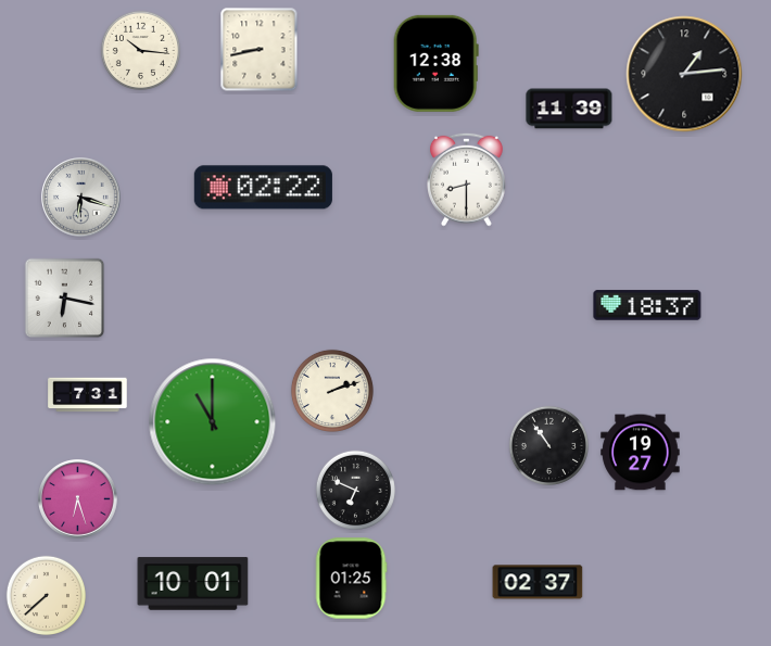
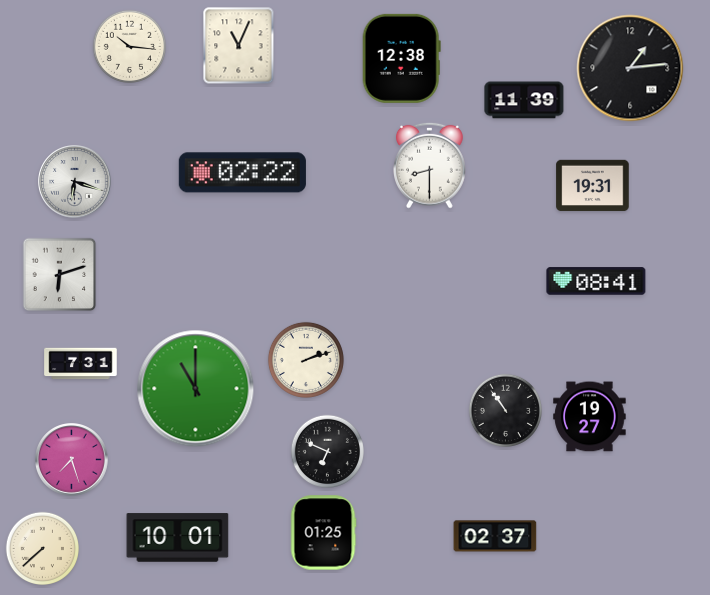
clock at (260, 50): 8:43 -> 11:04
clock at (593, 186): none -> 19:31
clock at (65, 299): 6:17 -> 6:12
clock at (647, 305): 18:37 -> 08:41
clock at (78, 499): 6:27 -> 7:27
